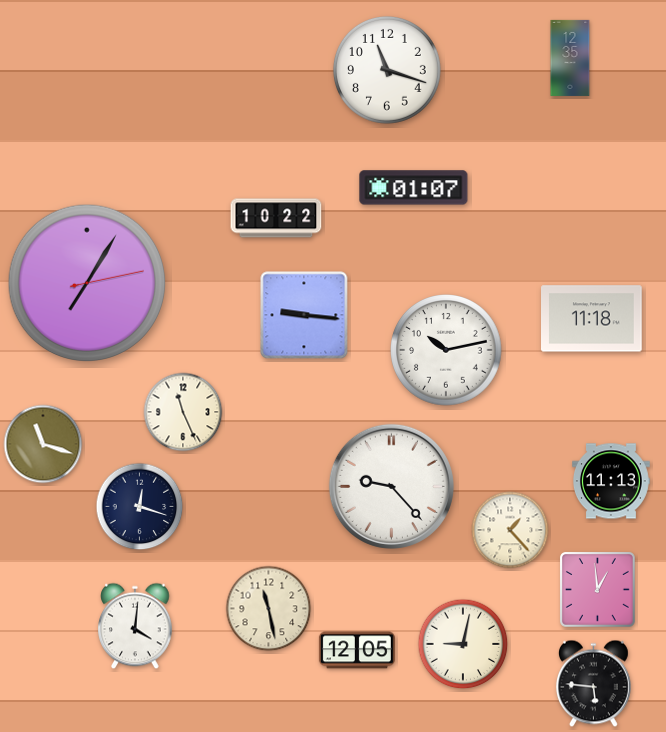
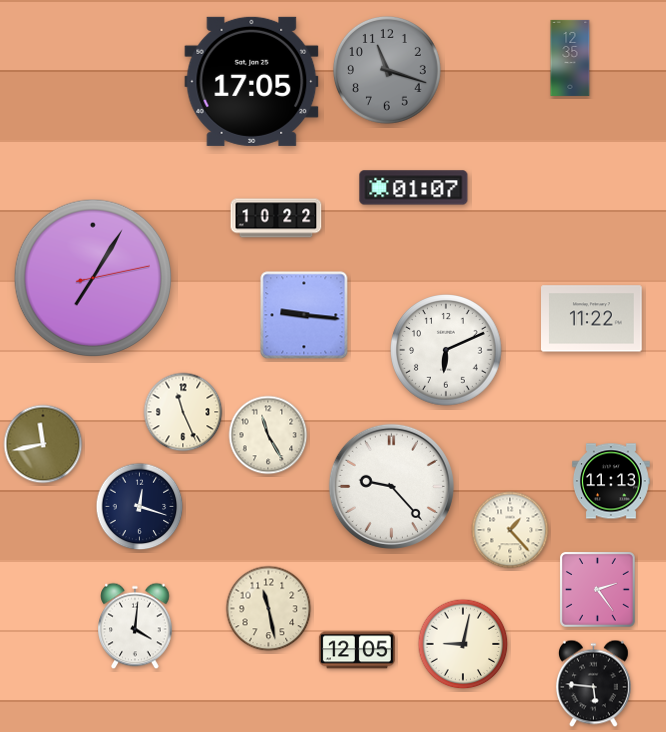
clock at (387, 70) dial: white -> grey
clock at (252, 81): none -> 17:05
clock at (87, 283) position: (87, 283) -> (93, 278)
clock at (592, 319): 11:18 -> 11:22
clock at (447, 351): 10:13 -> 6:11
clock at (268, 435): none -> 11:25
clock at (43, 444): 11:18 -> 11:43
clock at (597, 589): 12:59 -> 2:24
